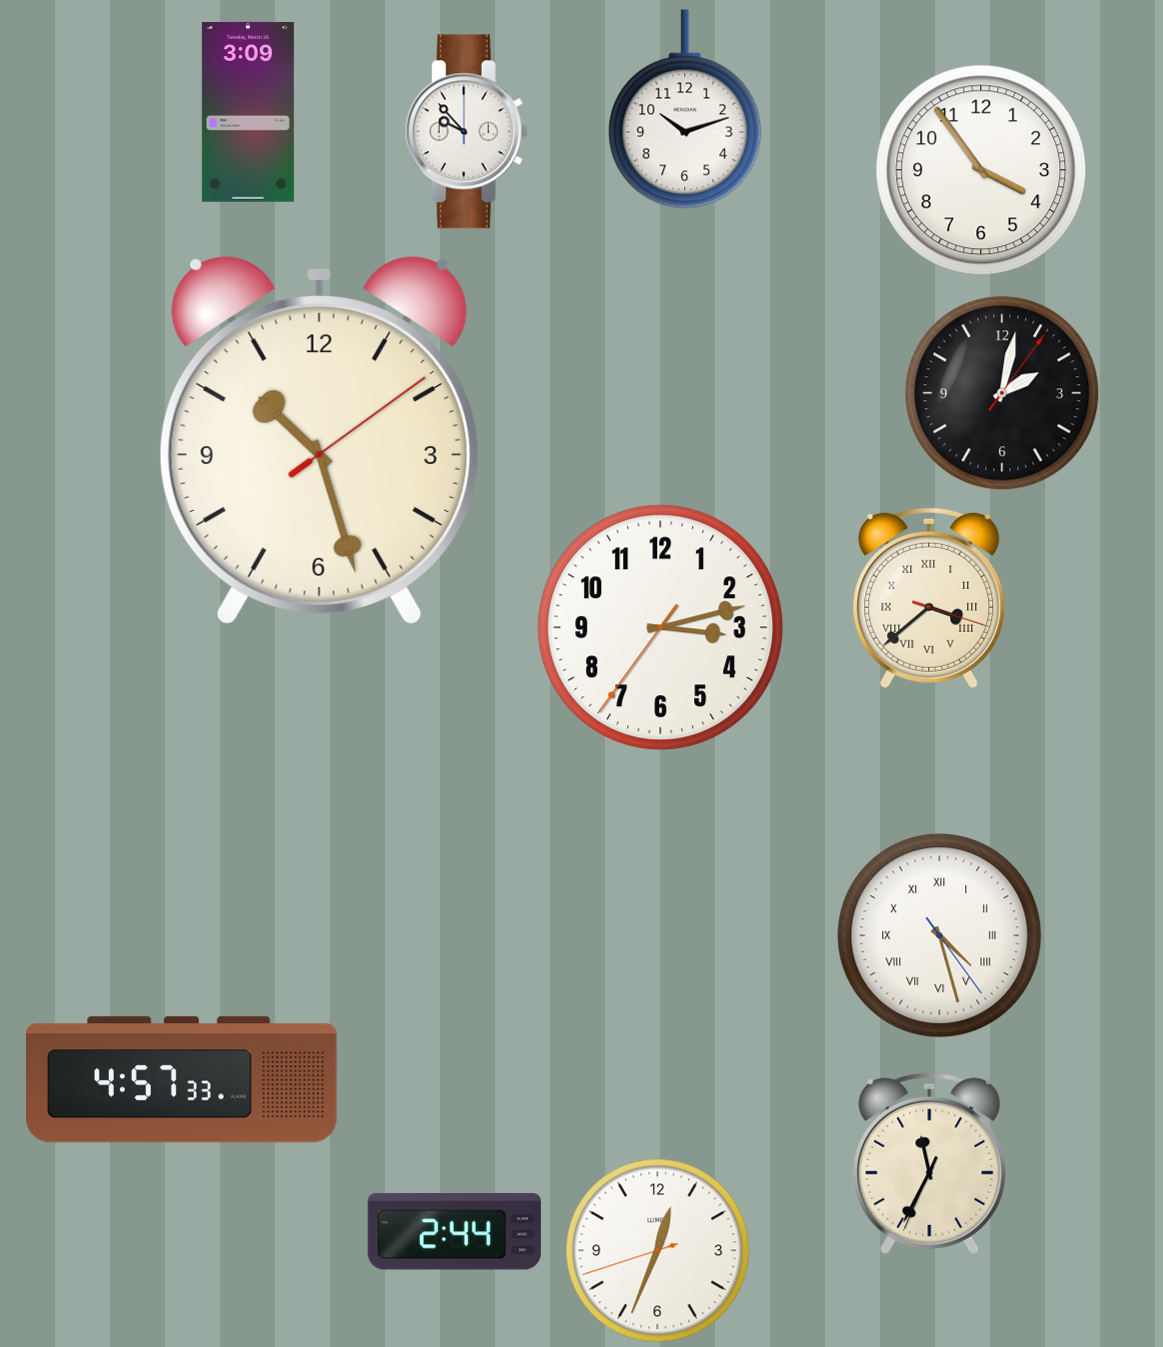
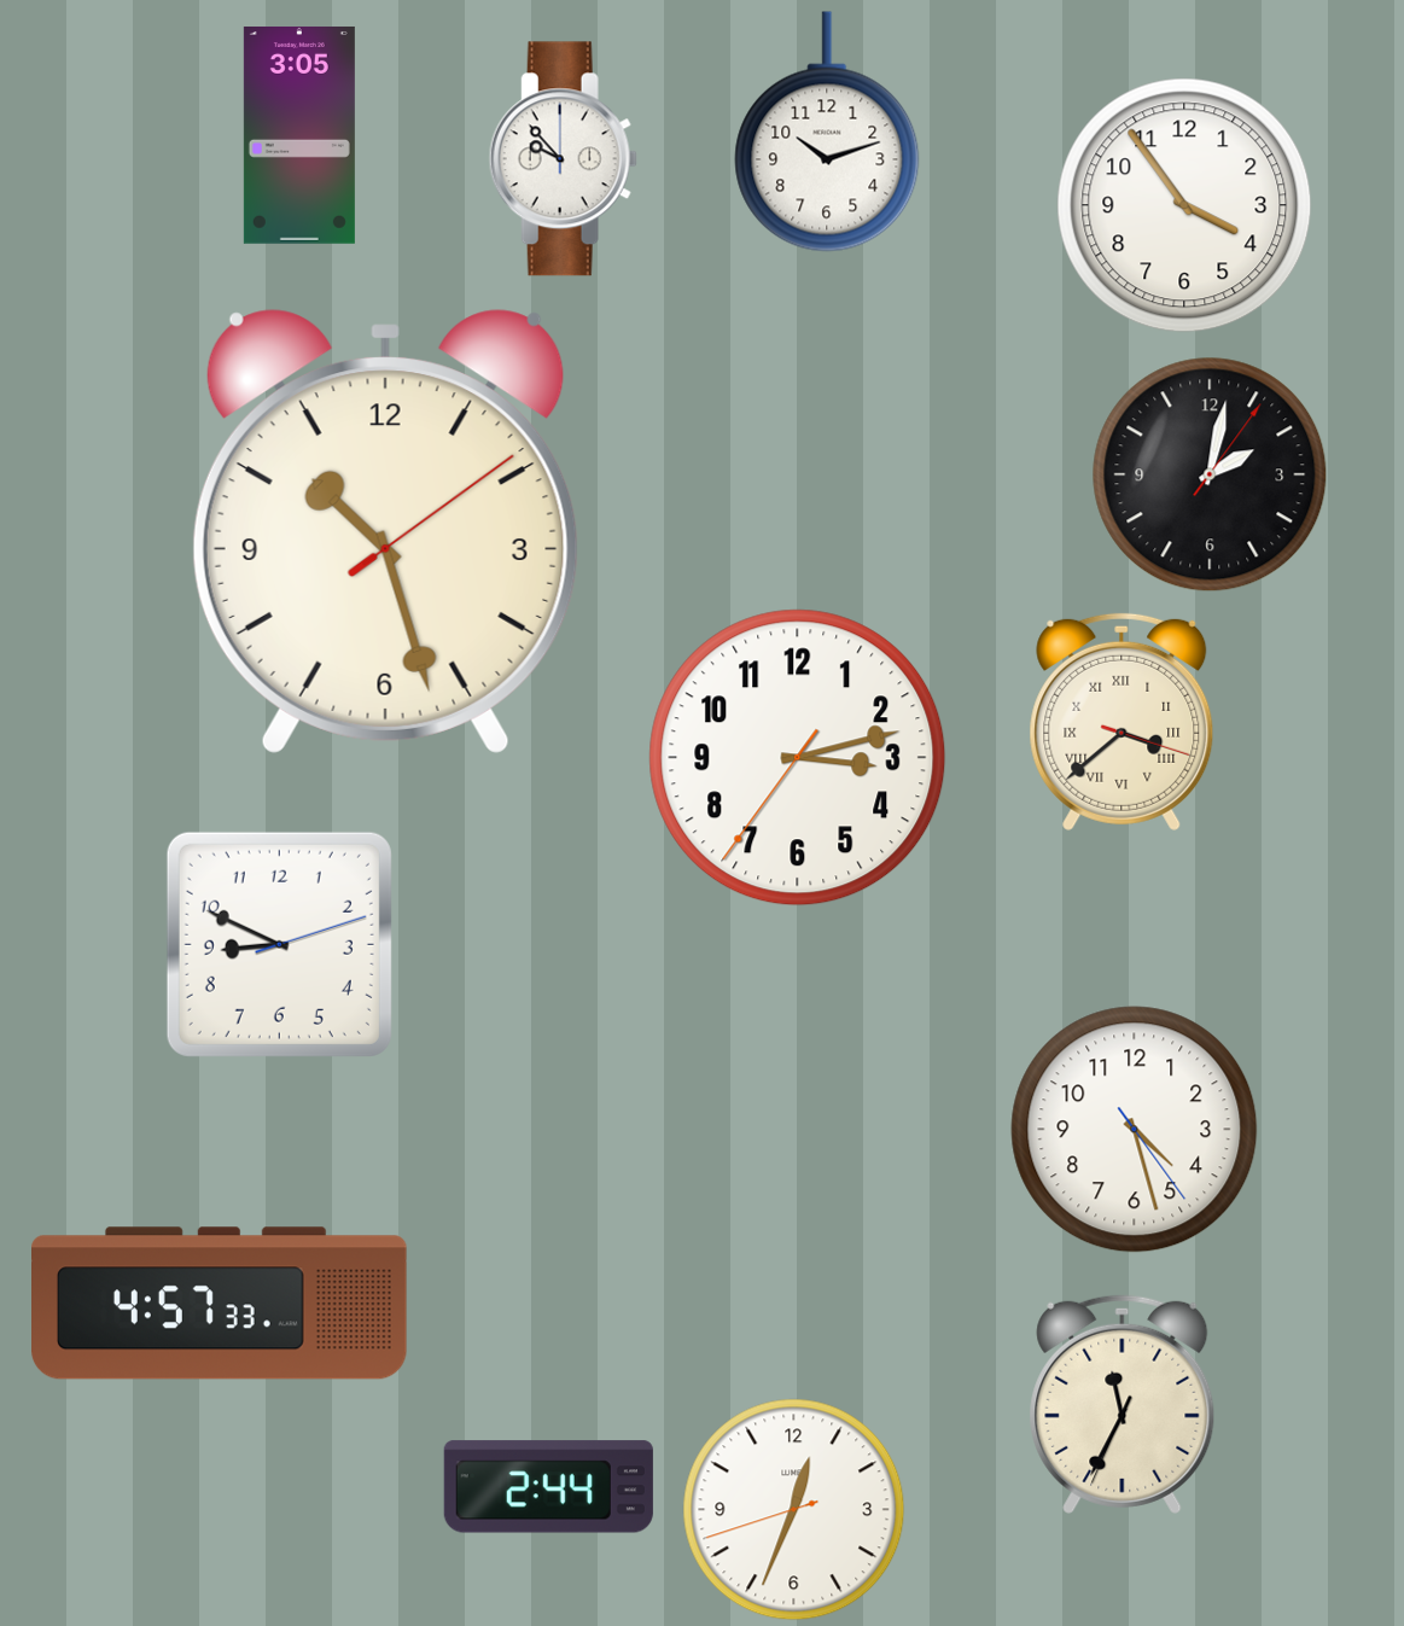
clock at (248, 112): 3:09 -> 3:05
clock at (279, 944): none -> 8:49
clock at (940, 936) numerals: Roman -> Arabic
